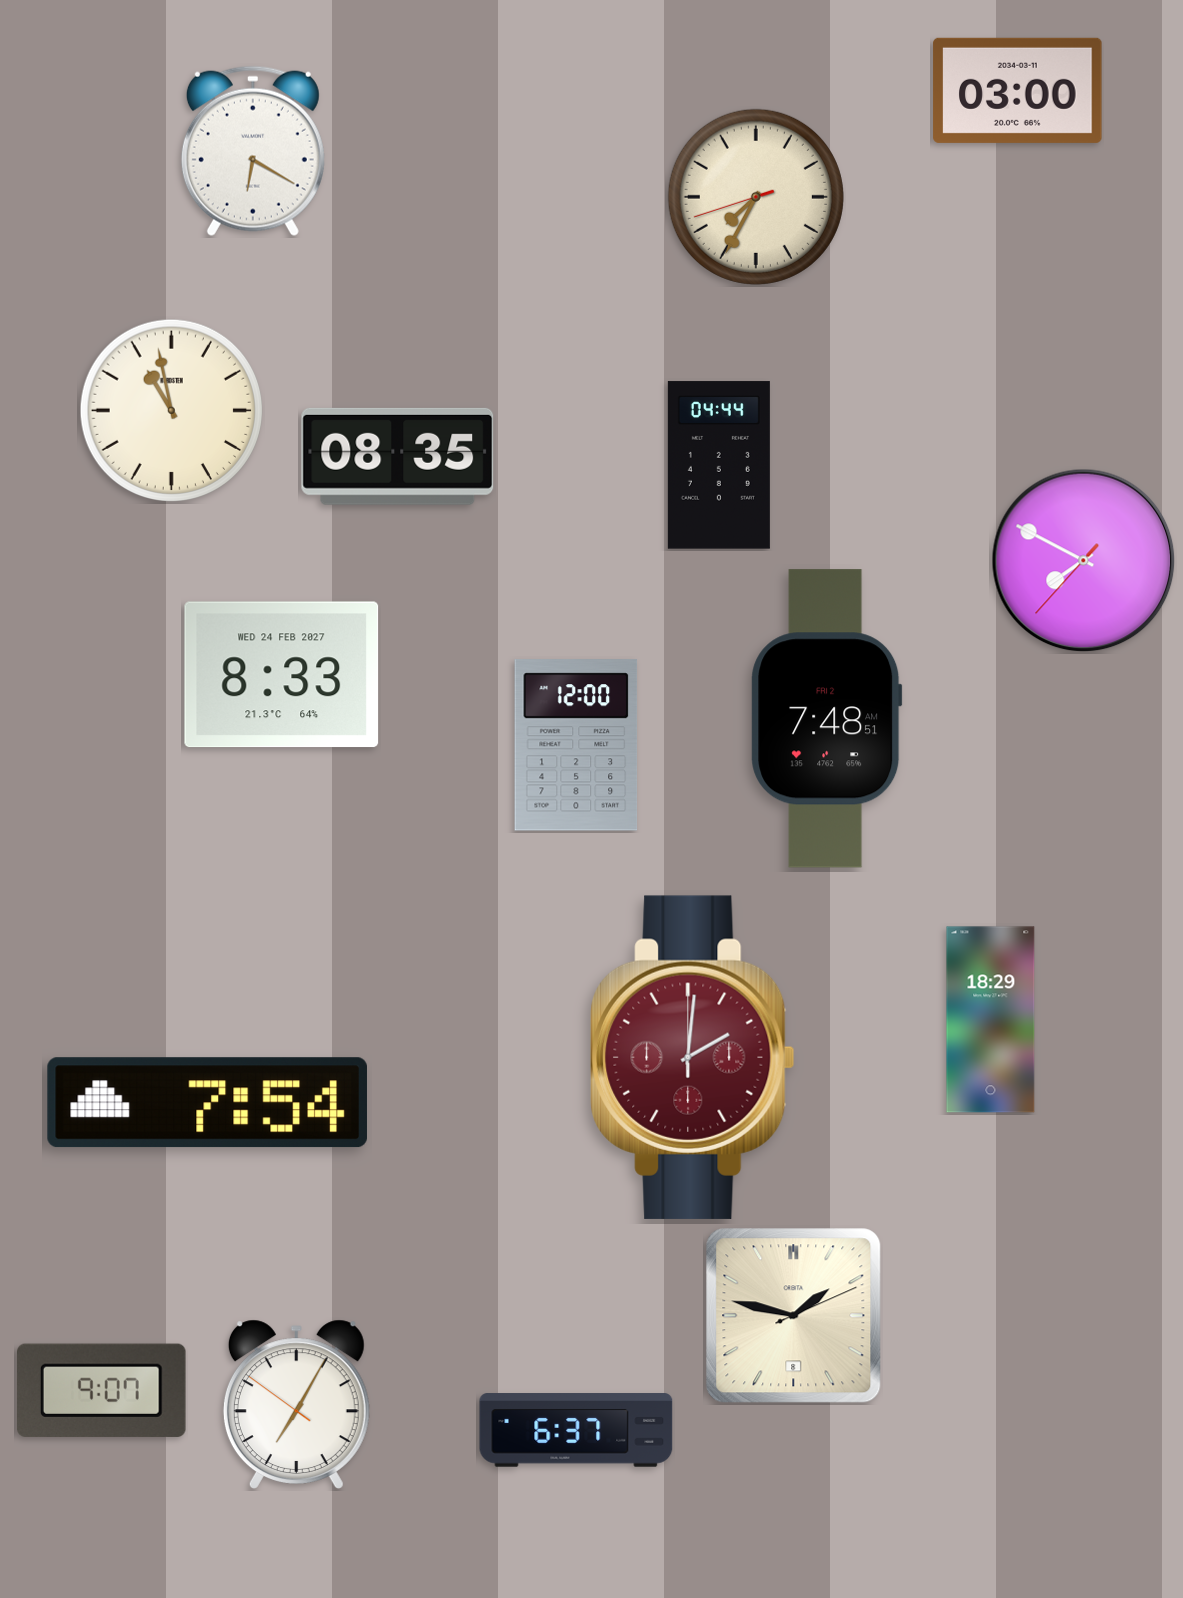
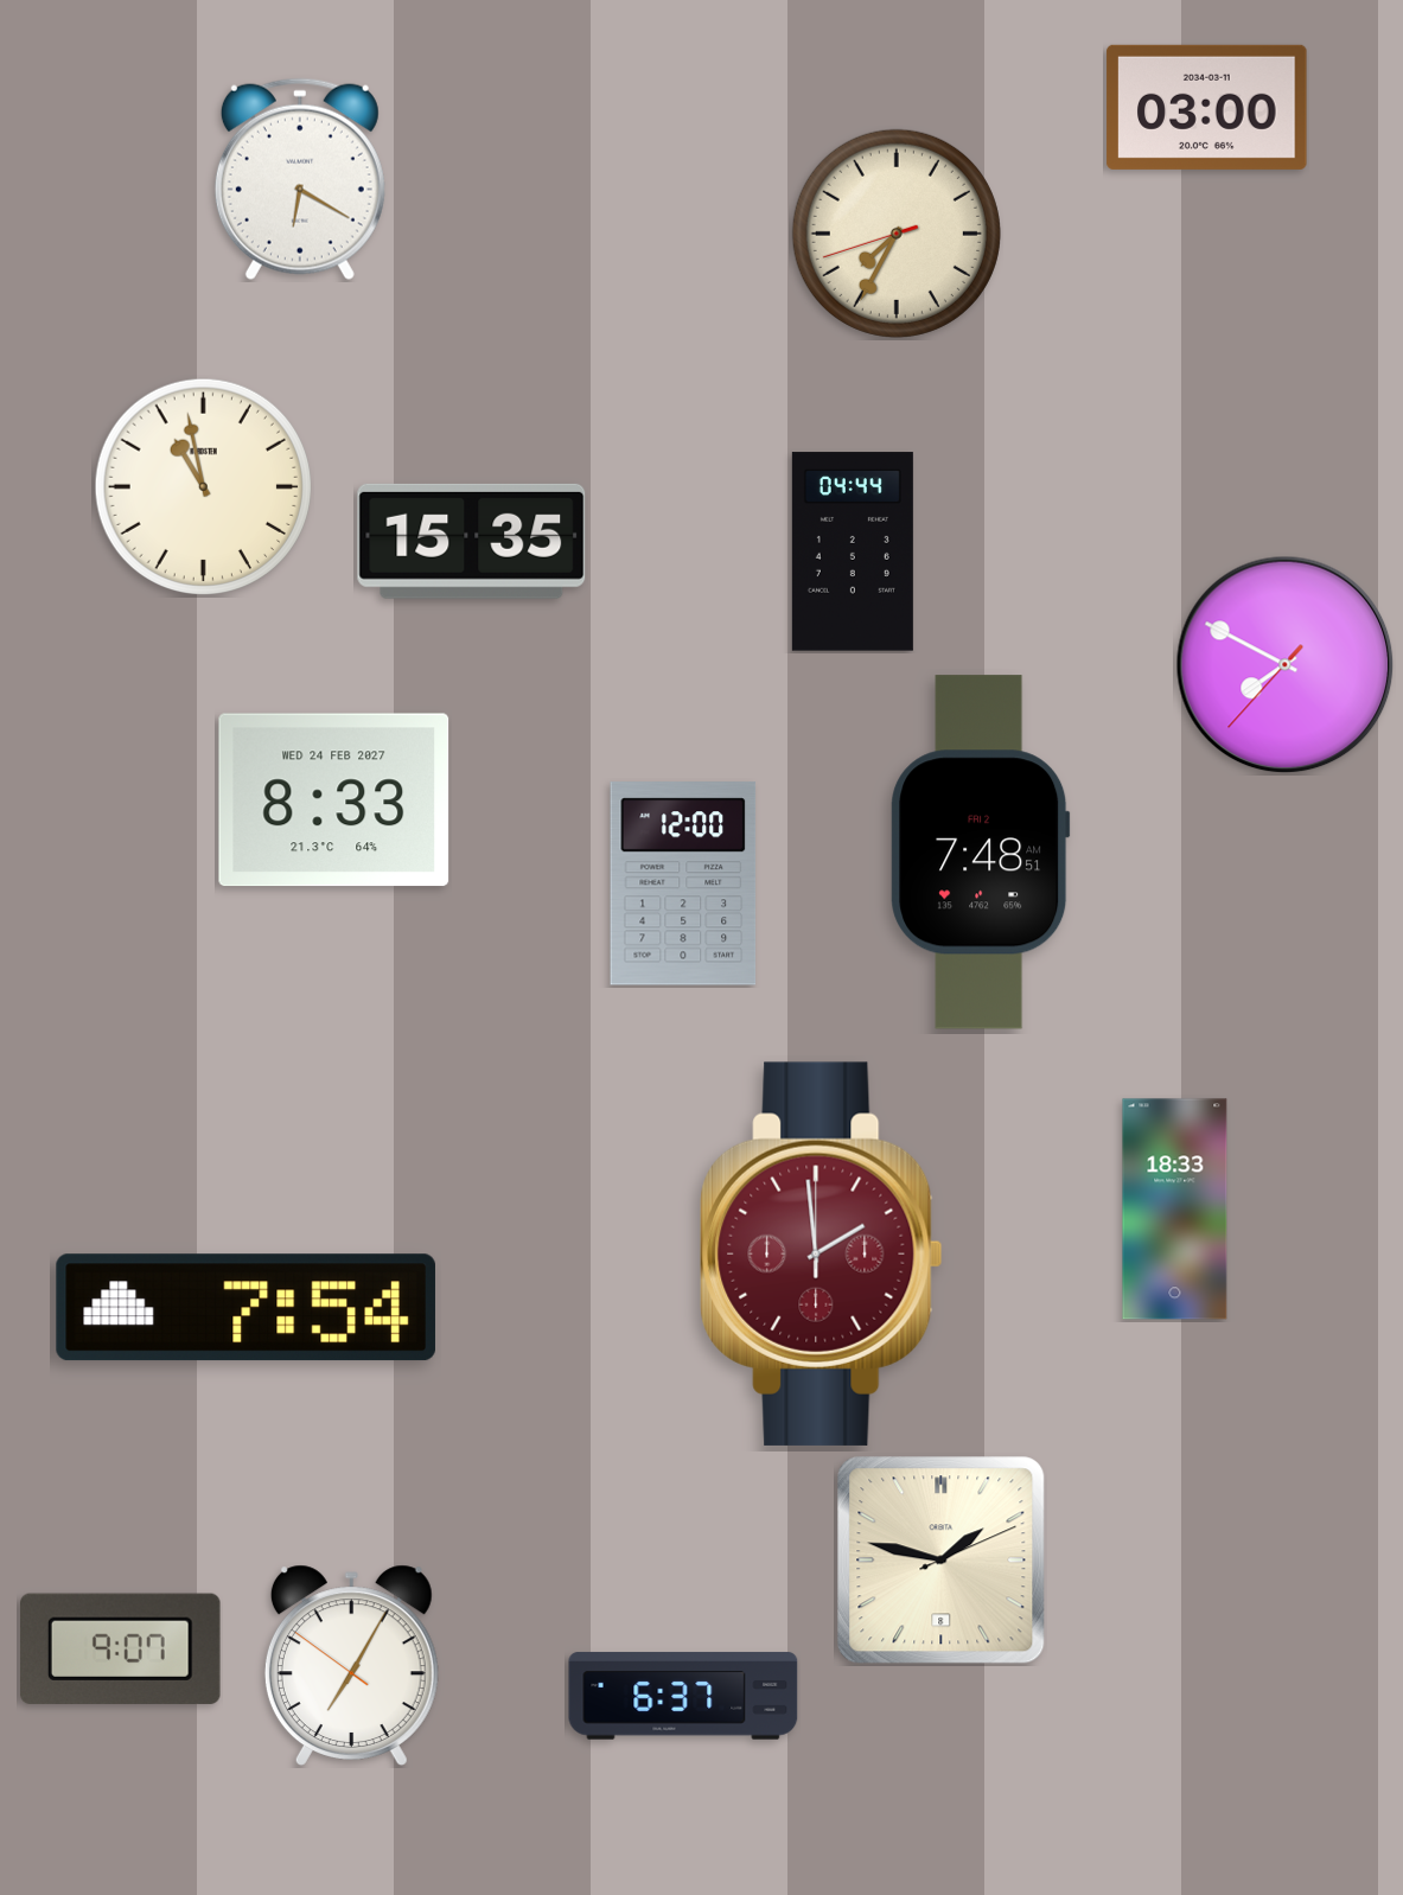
clock at (398, 456): 08:35 -> 15:35
clock at (991, 1020): 18:29 -> 18:33
clock at (693, 1057): 2:01 -> 1:59
